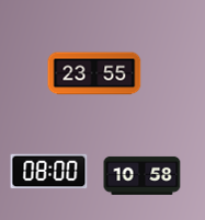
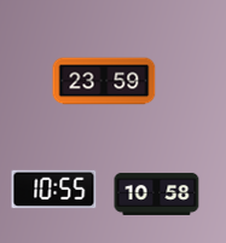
clock at (94, 73): 23:55 -> 23:59
clock at (49, 172): 08:00 -> 10:55
